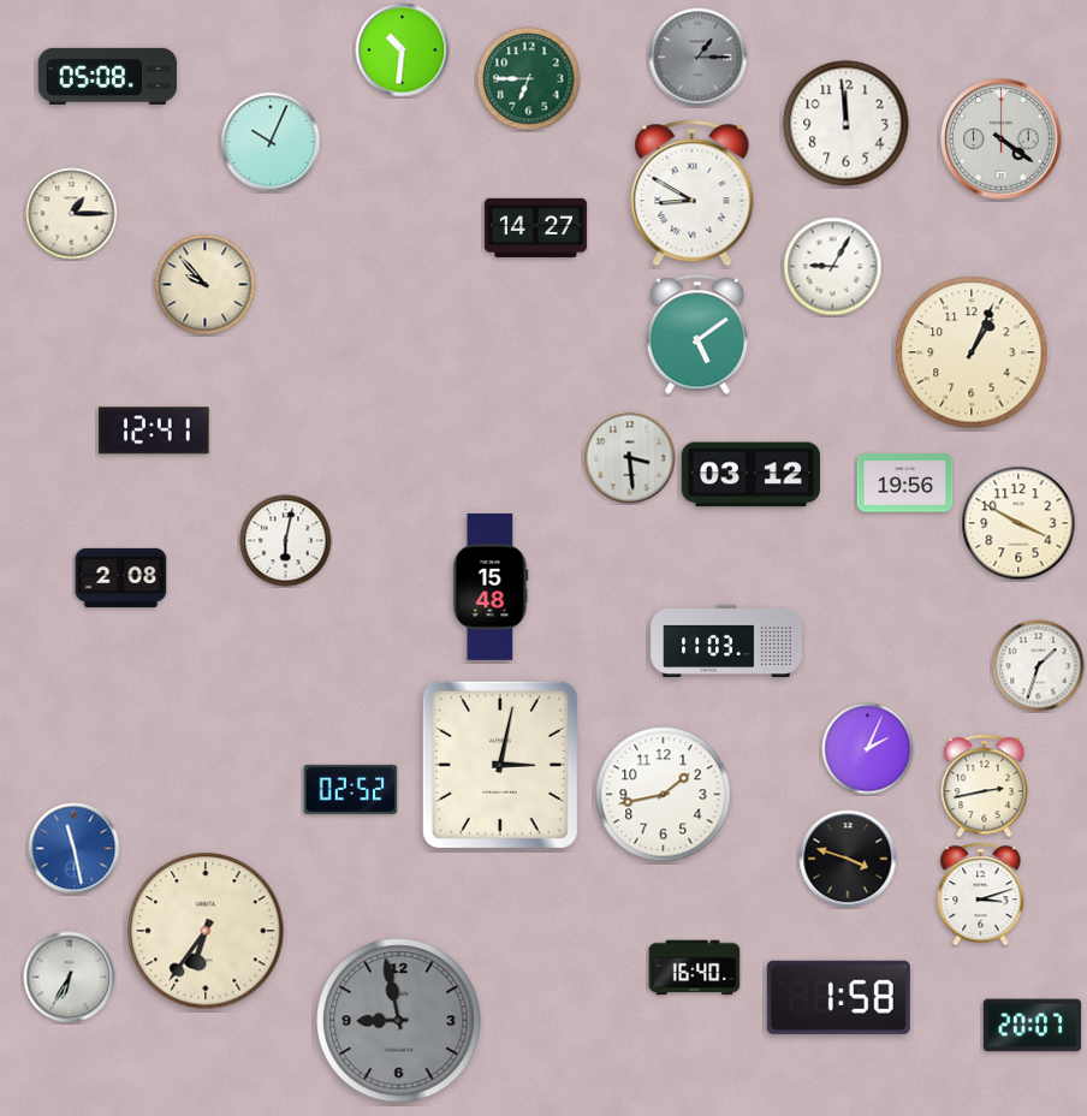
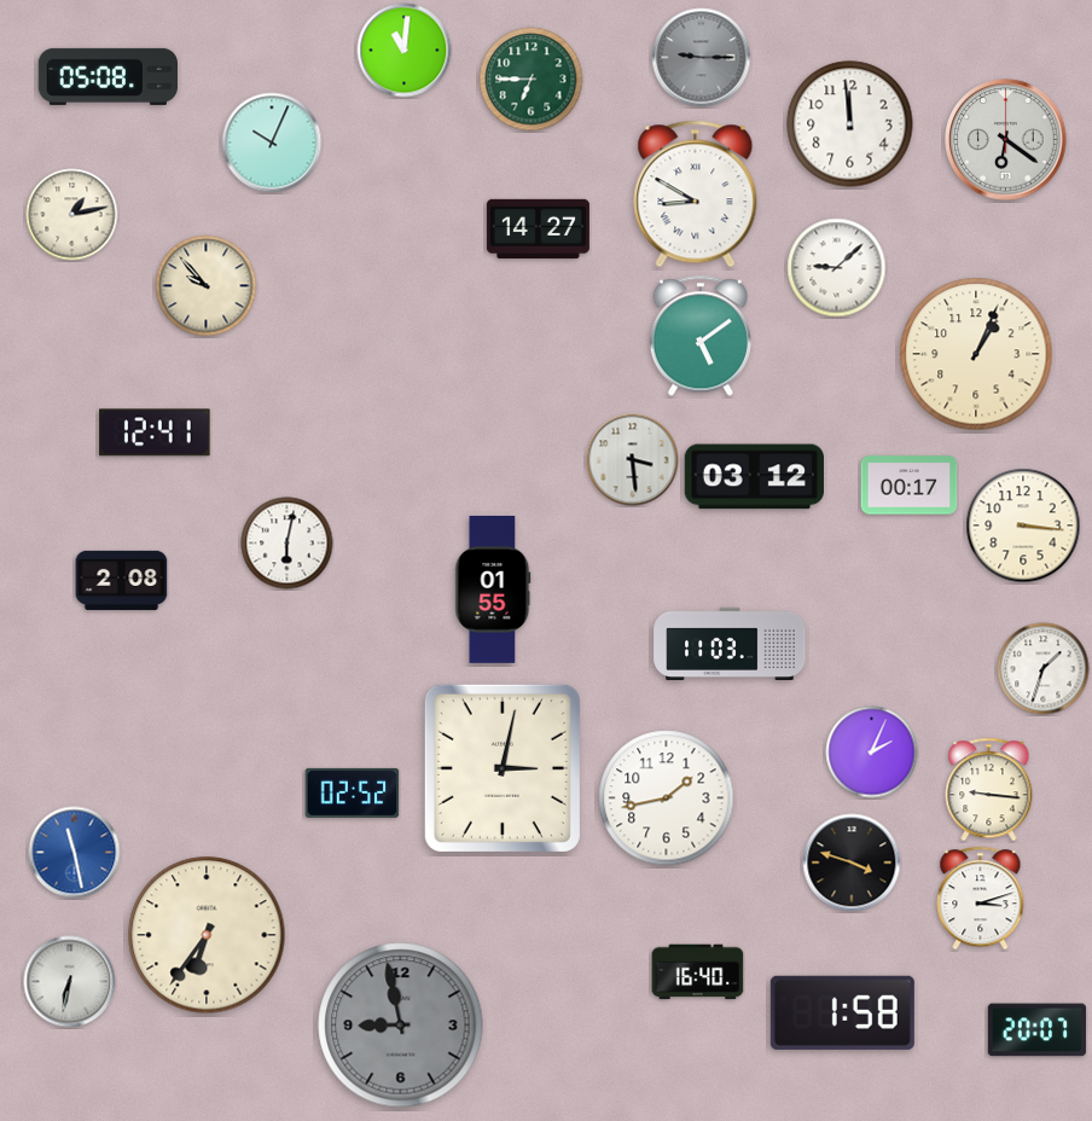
clock at (403, 51): 10:31 -> 11:01
clock at (699, 58): 1:15 -> 9:15
clock at (1002, 139): 4:21 -> 6:21
clock at (72, 214): 1:15 -> 1:13
clock at (833, 267): 9:05 -> 9:08
clock at (905, 483): 19:56 -> 00:17
clock at (1018, 523): 3:50 -> 3:16
clock at (491, 587): 15:48 -> 01:55
clock at (985, 786): 2:43 -> 9:16
clock at (981, 895) position: (981, 895) -> (981, 899)
clock at (70, 978): 6:35 -> 6:32
clock at (838, 997) position: (838, 997) -> (842, 1012)
